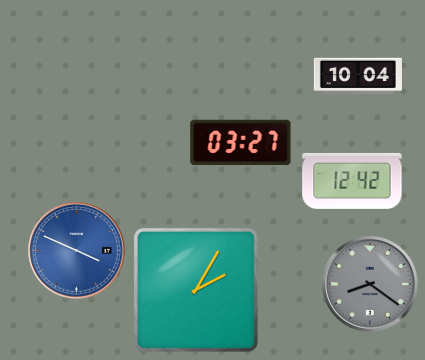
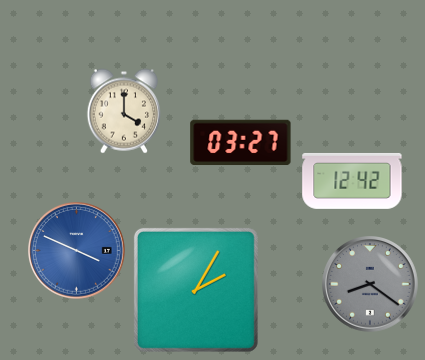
clock at (358, 75): 10:04 -> none
clock at (124, 111): none -> 4:00
